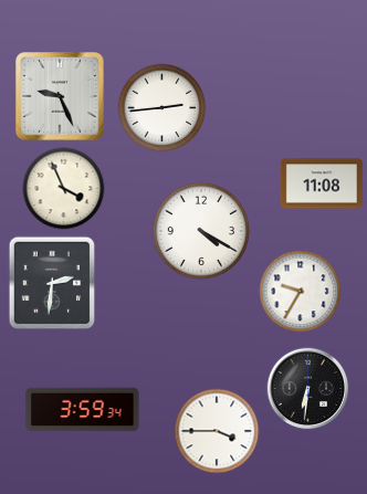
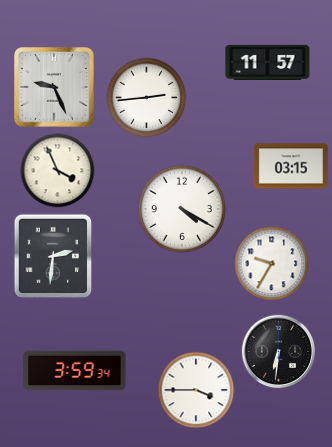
clock at (268, 62): none -> 11:57
clock at (322, 183): 11:08 -> 03:15
clock at (52, 283) position: (52, 283) -> (53, 256)
